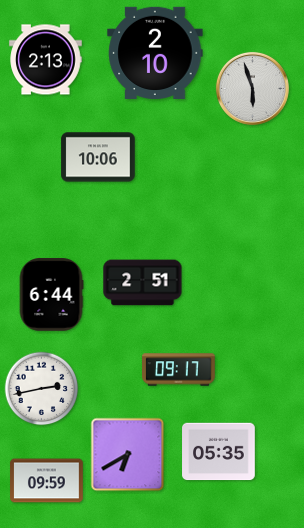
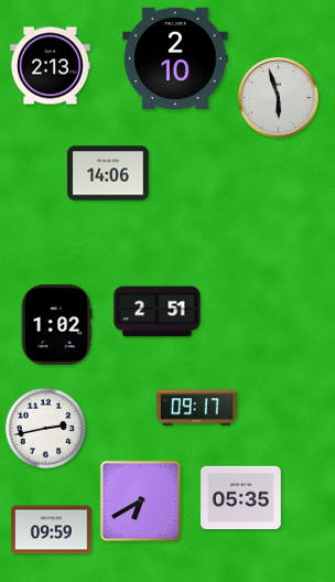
clock at (155, 53) position: (155, 53) -> (175, 58)
clock at (98, 157): 10:06 -> 14:06
clock at (51, 295): 6:44 -> 1:02
